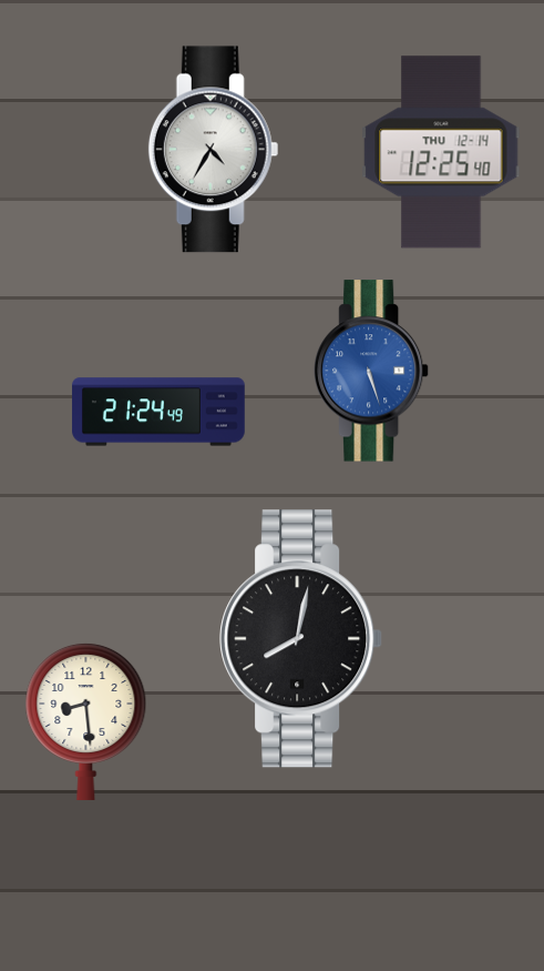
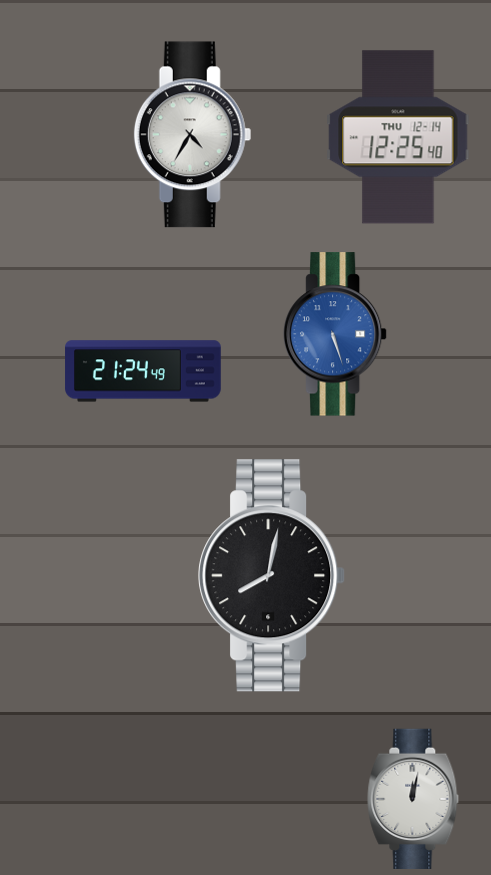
clock at (86, 721): 8:29 -> none
clock at (413, 798): none -> 12:02
